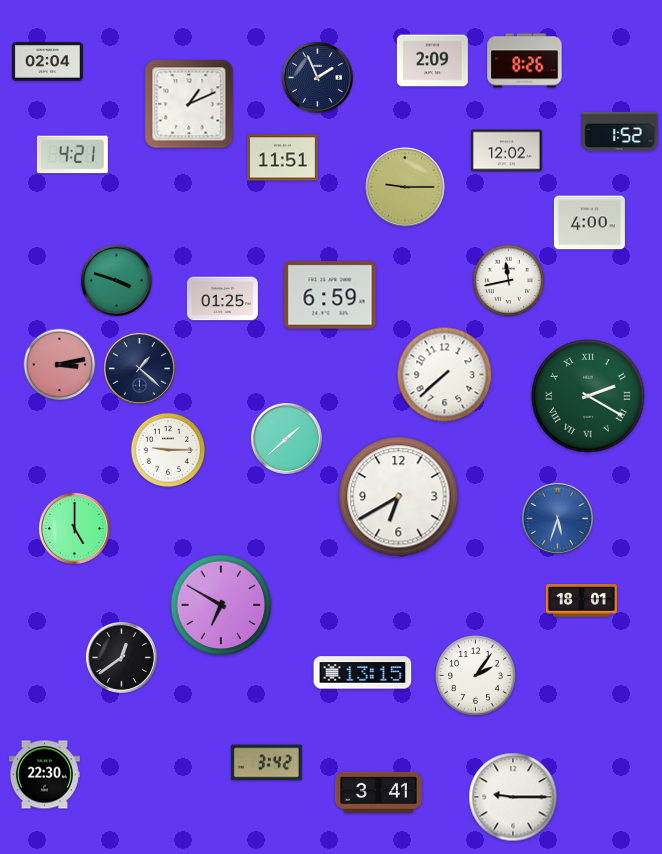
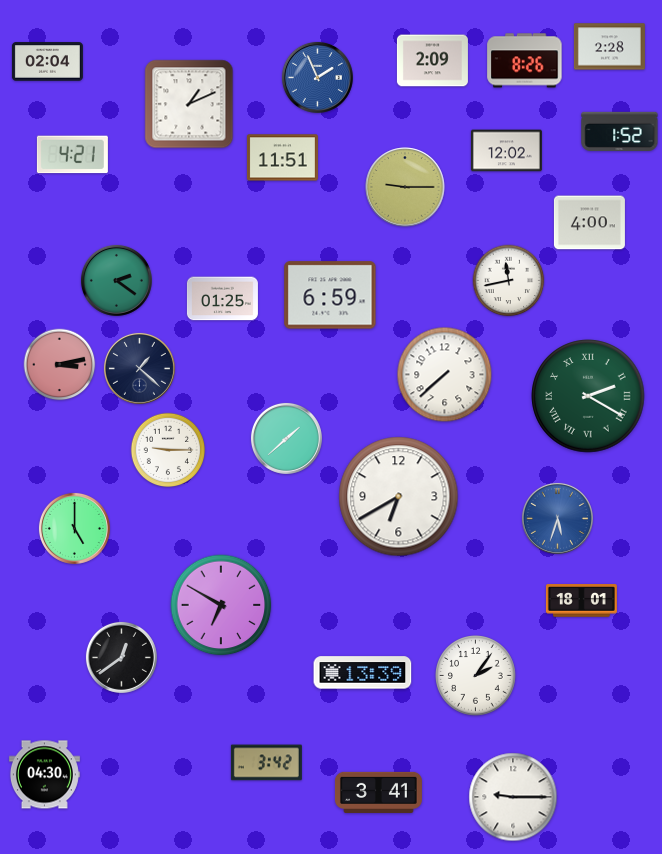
clock at (609, 47): none -> 2:28
clock at (317, 77) dial: navy -> blue
clock at (116, 280): 3:48 -> 2:21
clock at (363, 673): 13:15 -> 13:39
clock at (44, 775): 22:30 -> 04:30
